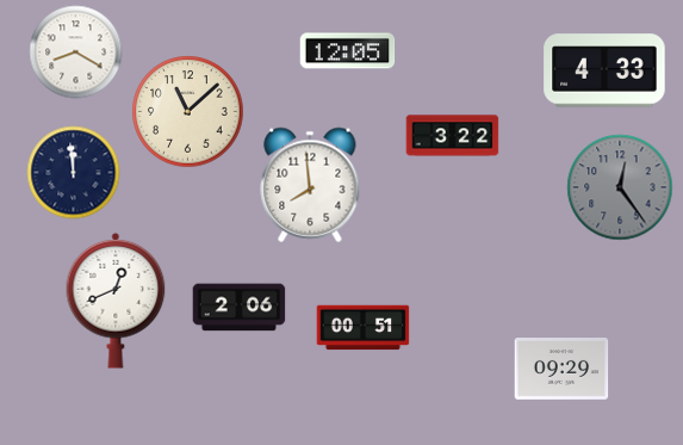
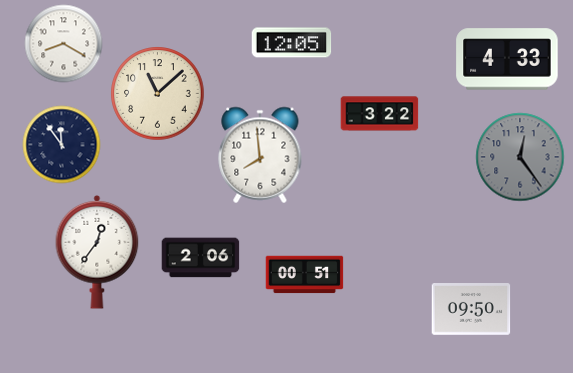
clock at (73, 172): 11:59 -> 11:54
clock at (116, 301): 12:41 -> 12:36
clock at (561, 370): 09:29 -> 09:50
